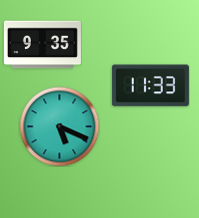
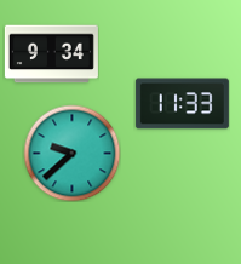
clock at (42, 45): 9:35 -> 9:34
clock at (59, 126): 5:19 -> 9:38
